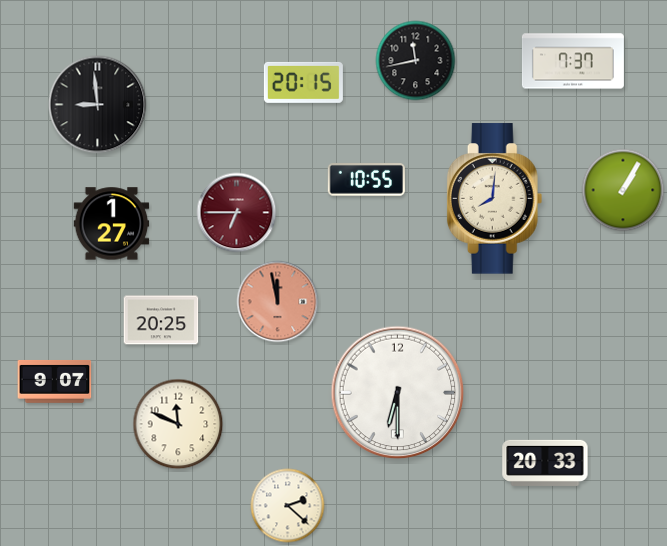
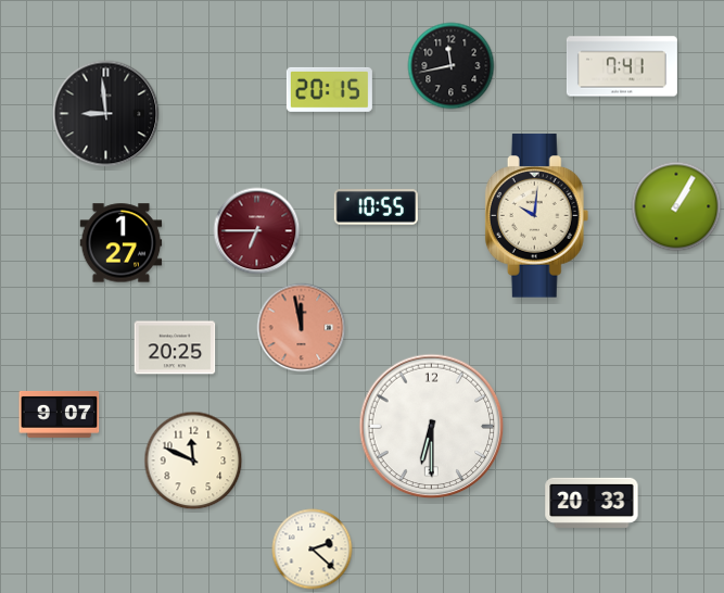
clock at (573, 61): 7:37 -> 7:41
clock at (366, 180) position: (366, 180) -> (376, 207)
clock at (495, 199): 8:01 -> 10:01
